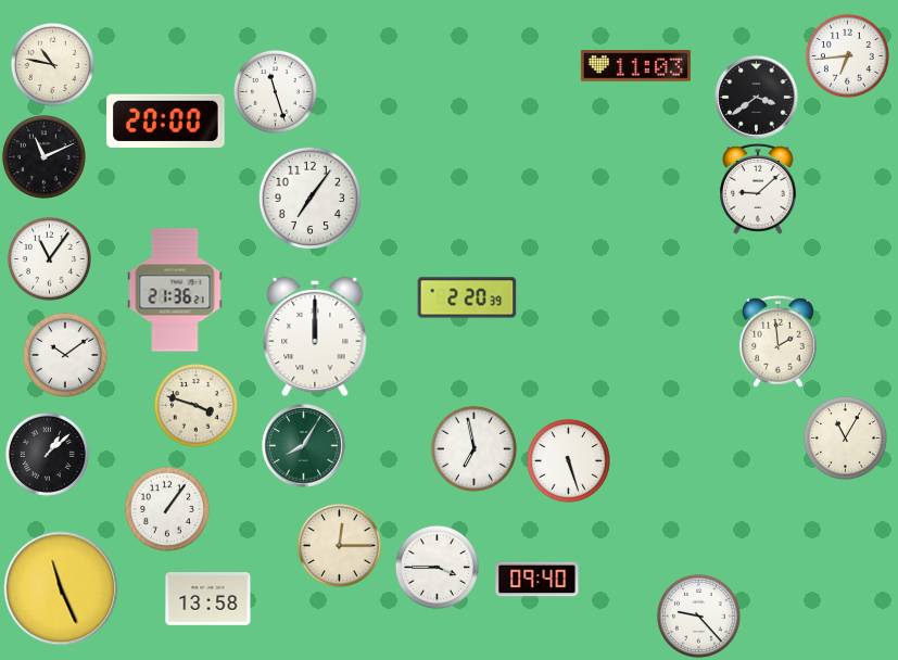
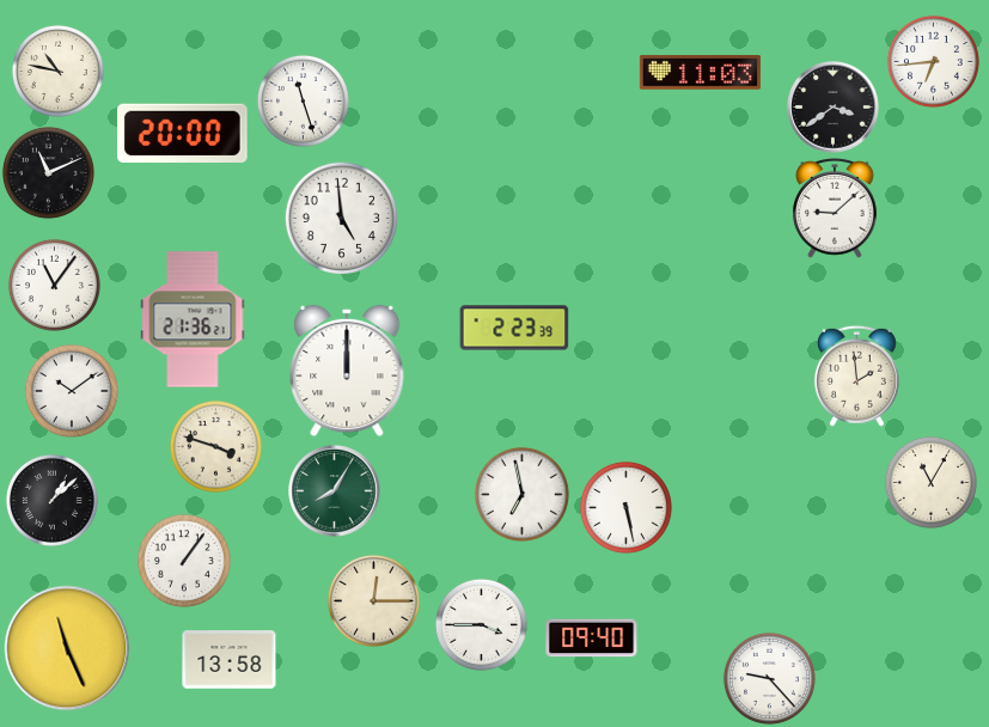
clock at (309, 198): 7:06 -> 4:59
clock at (467, 297): 2:20 -> 2:23
clock at (568, 460): 5:27 -> 5:28
